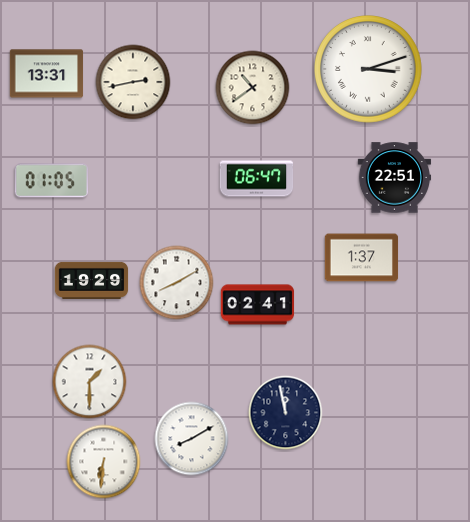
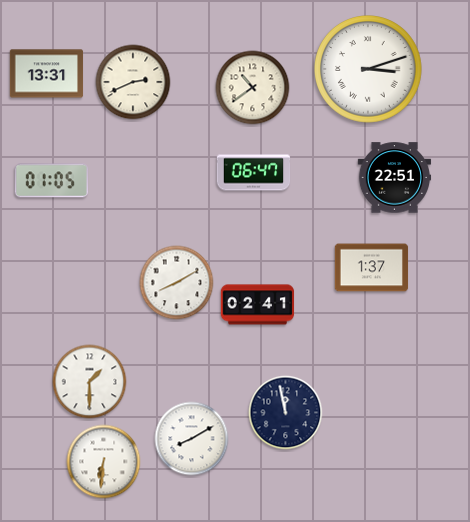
clock at (133, 82): 2:43 -> 2:41
clock at (257, 179) position: (257, 179) -> (254, 173)
clock at (362, 258) position: (362, 258) -> (372, 268)
clock at (92, 280): 19:29 -> none
